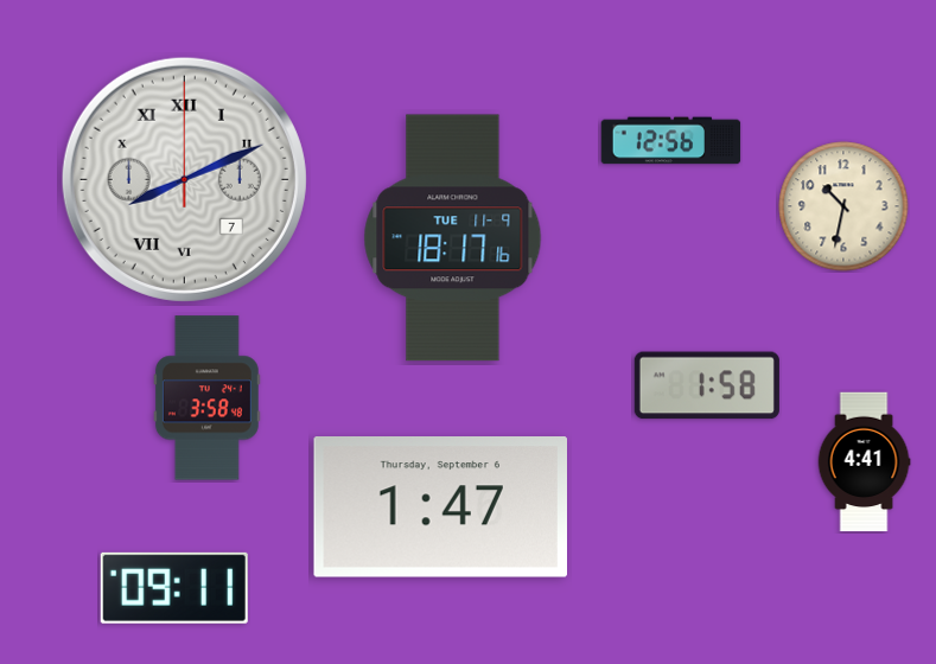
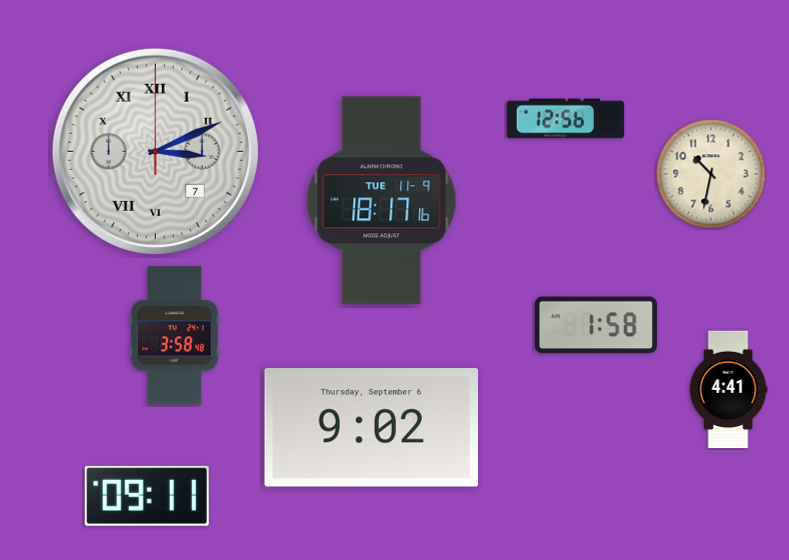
clock at (184, 179): 8:11 -> 3:11
clock at (440, 507): 1:47 -> 9:02
